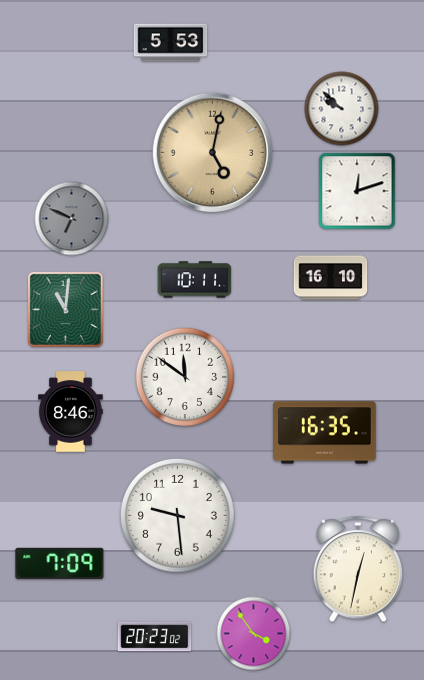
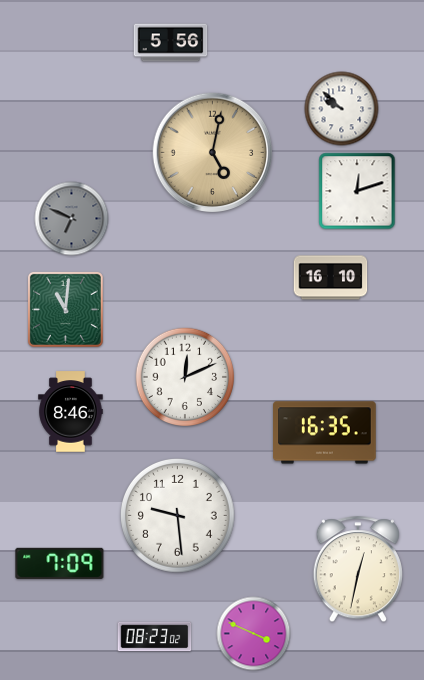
clock at (171, 43): 5:53 -> 5:56
clock at (195, 280): 10:11 -> none
clock at (184, 376): 11:51 -> 12:11
clock at (254, 634): 3:54 -> 3:49
clock at (155, 637): 20:23 -> 08:23
